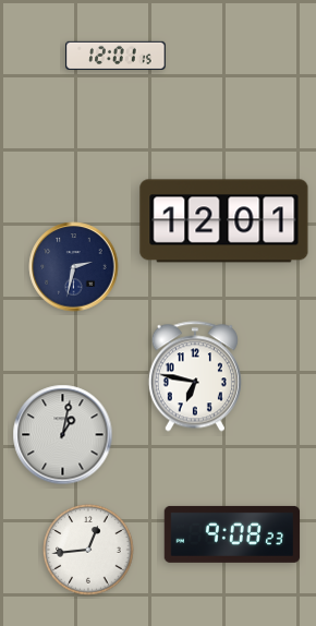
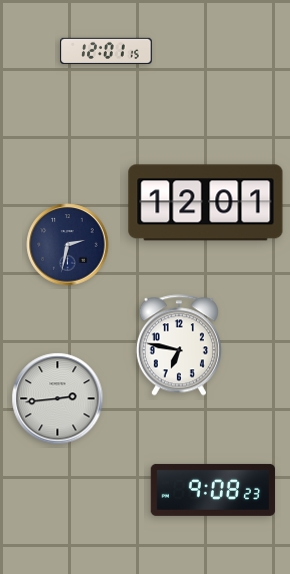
clock at (63, 435): 1:02 -> 2:44
clock at (88, 550): 12:44 -> none
